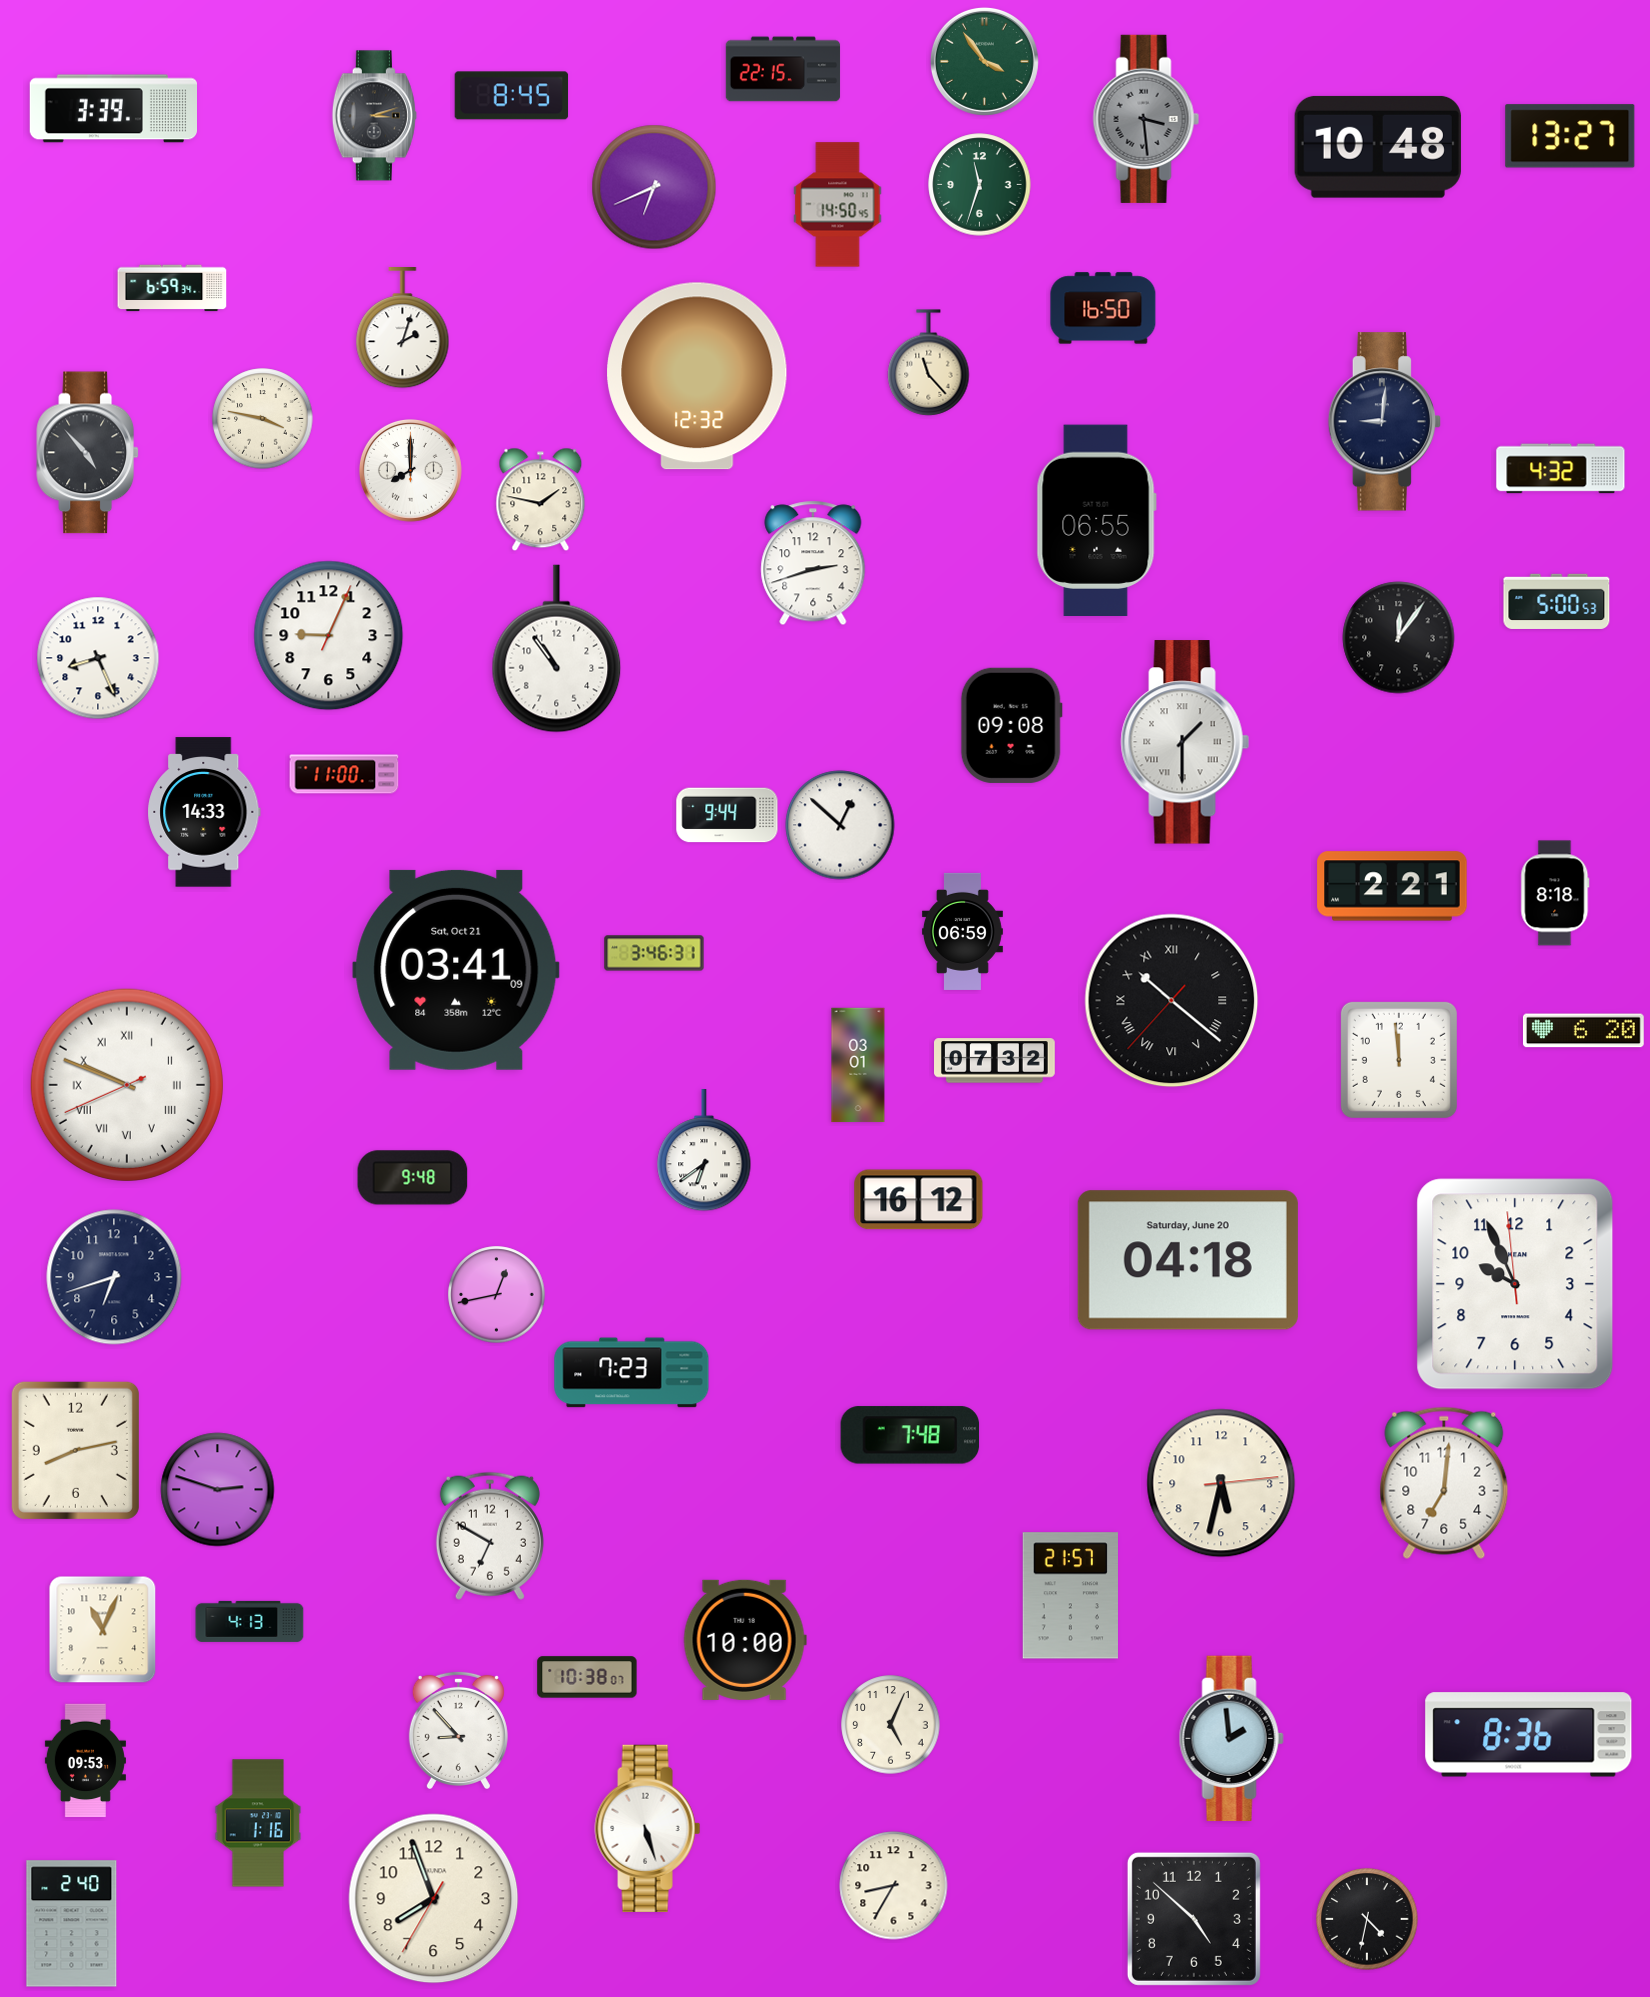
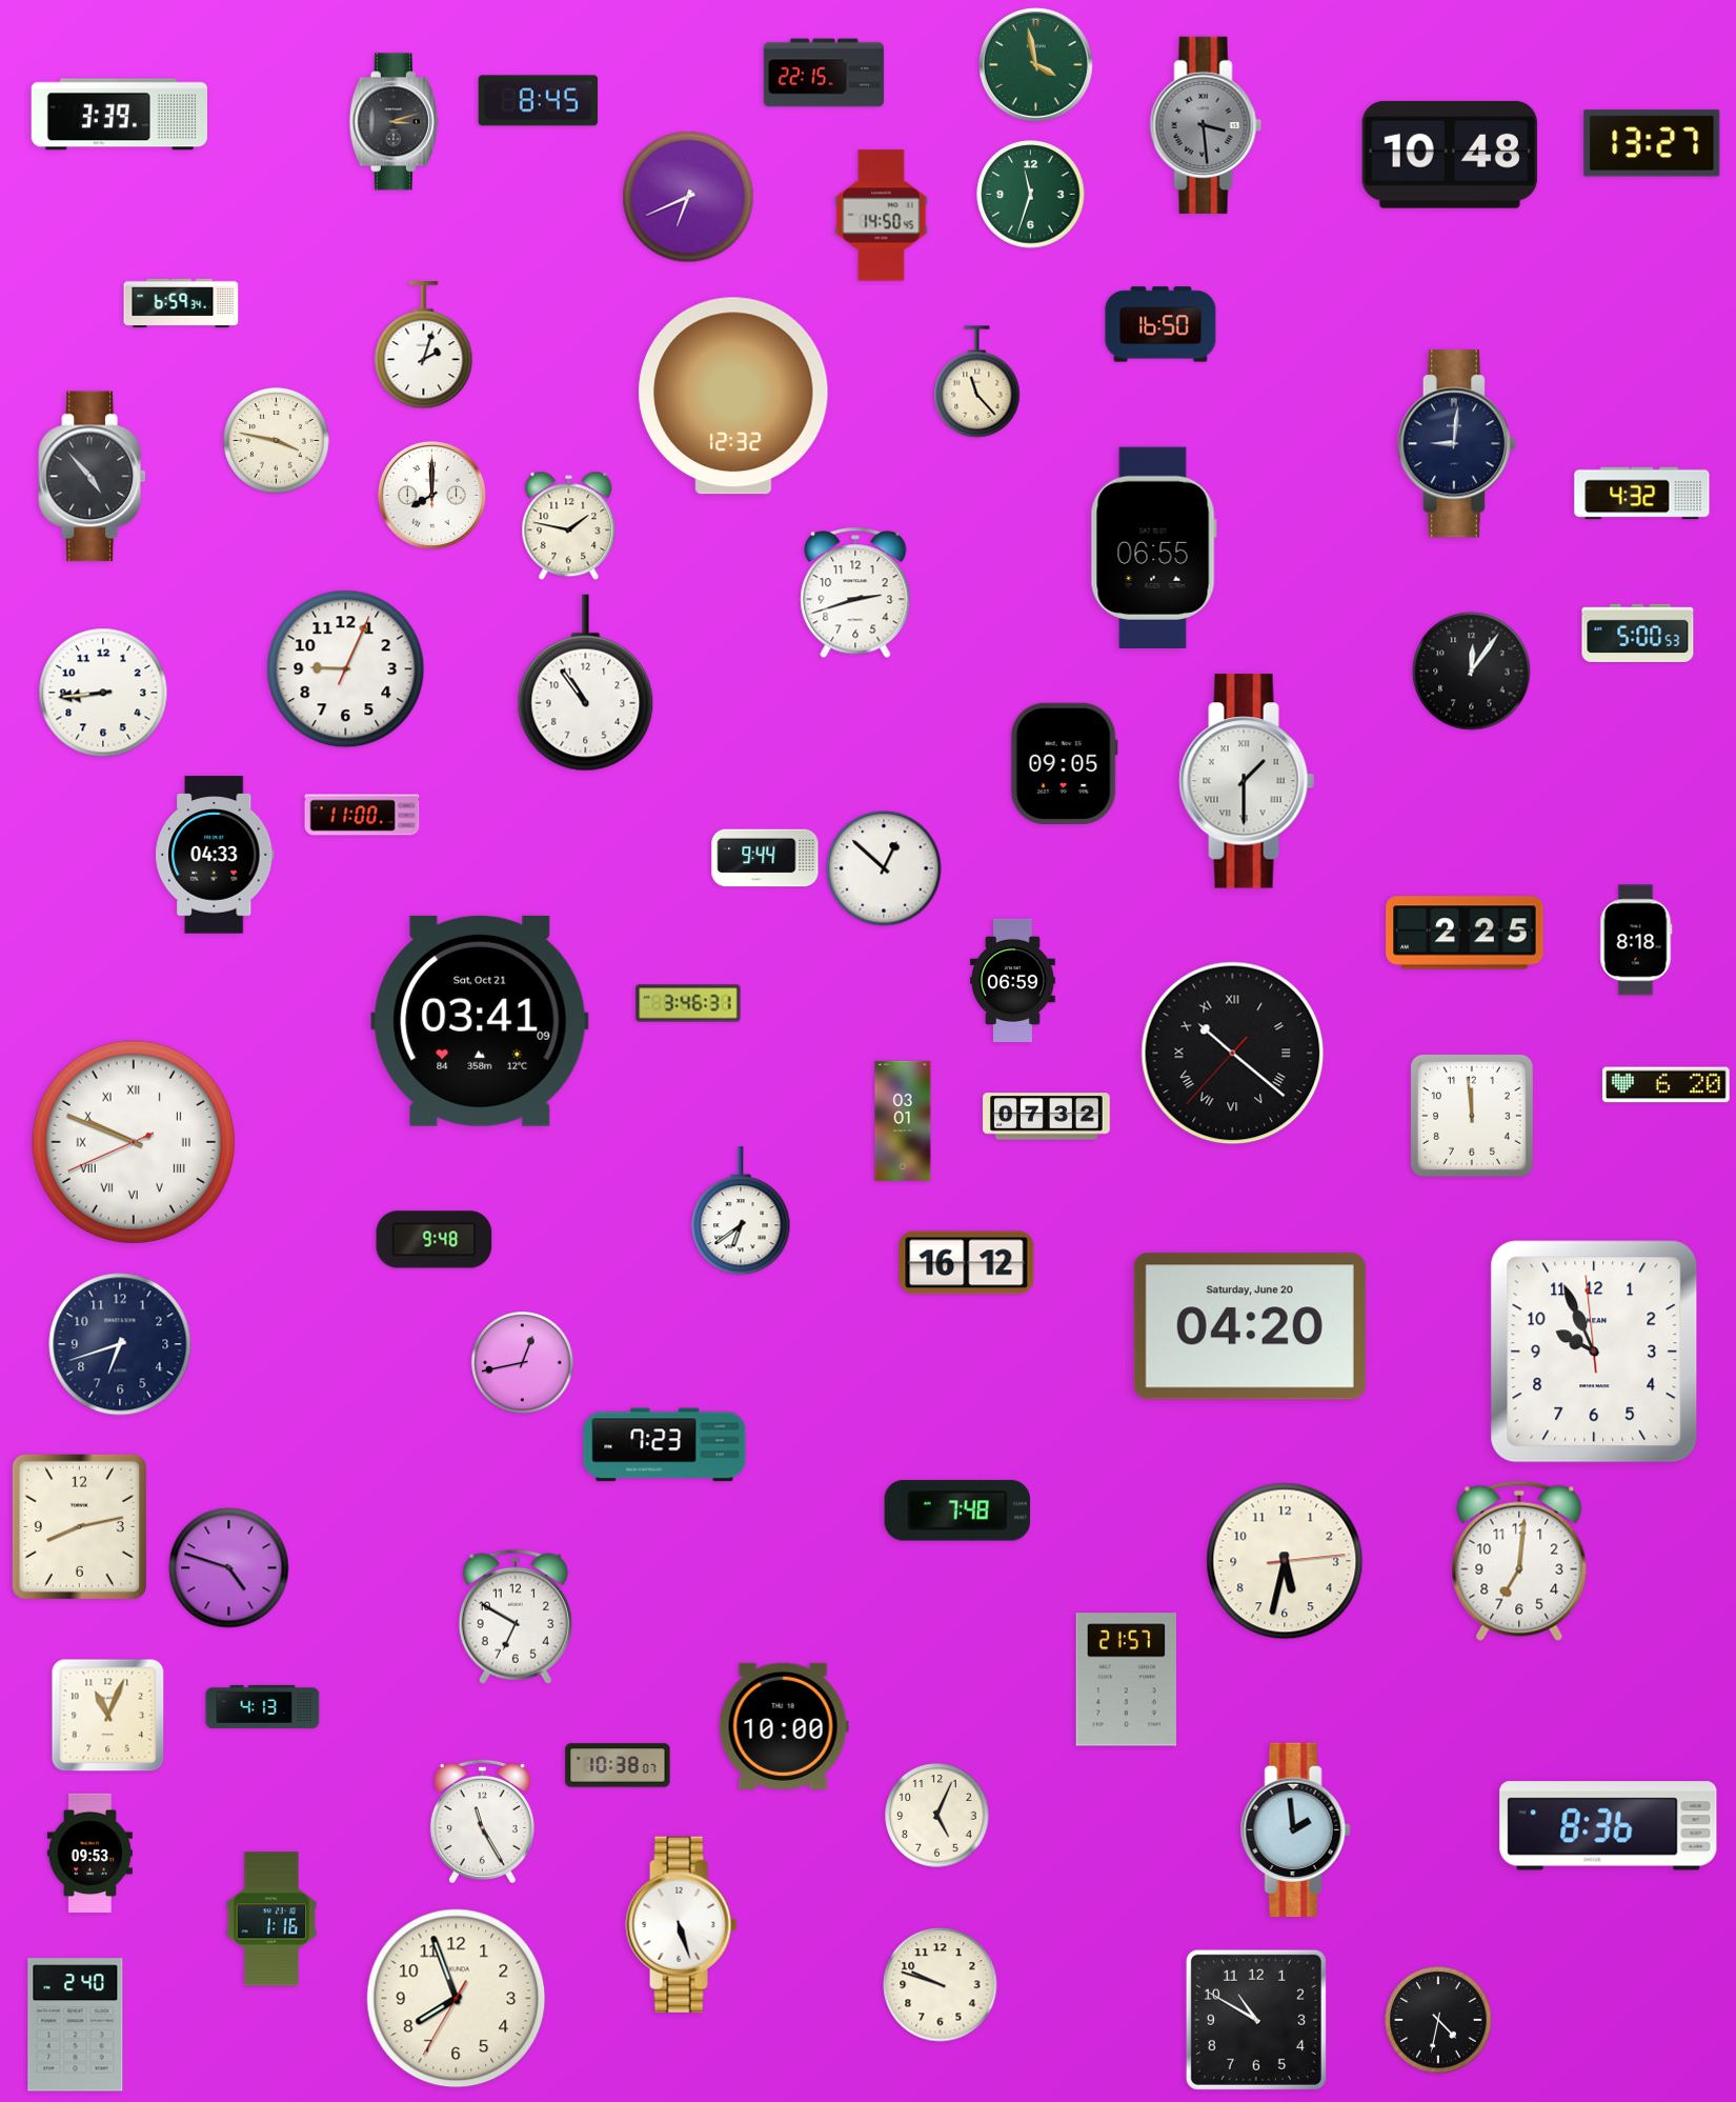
clock at (984, 61): 3:54 -> 3:58
clock at (98, 658): 8:26 -> 8:44
clock at (1011, 725): 09:08 -> 09:05
clock at (204, 812): 14:33 -> 04:33
clock at (1392, 886): 2:21 -> 2:25
clock at (1188, 1260): 04:18 -> 04:20
clock at (218, 1490): 2:48 -> 4:48
clock at (458, 1730): 8:53 -> 11:25
clock at (894, 1886): 8:35 -> 9:48
clock at (1194, 1919): 4:52 -> 10:50
